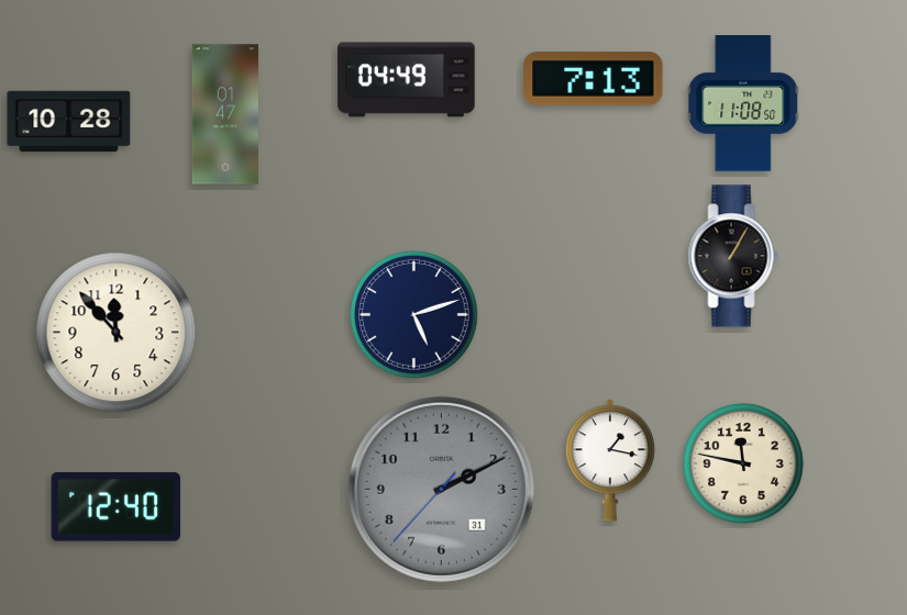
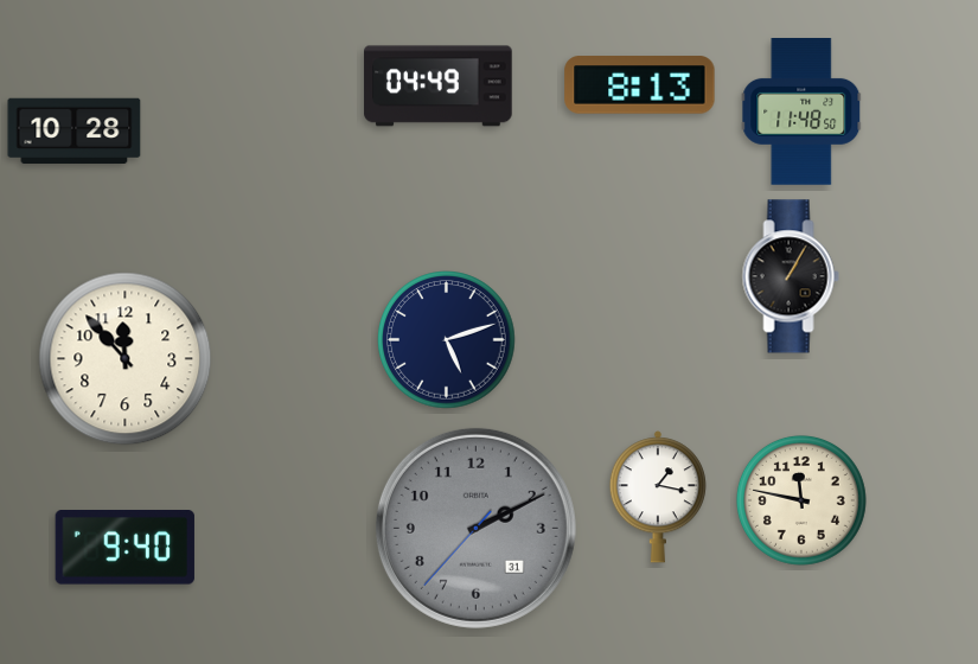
clock at (594, 79): 7:13 -> 8:13
clock at (743, 104): 11:08 -> 11:48
clock at (225, 114): 01:47 -> none
clock at (115, 507): 12:40 -> 9:40
